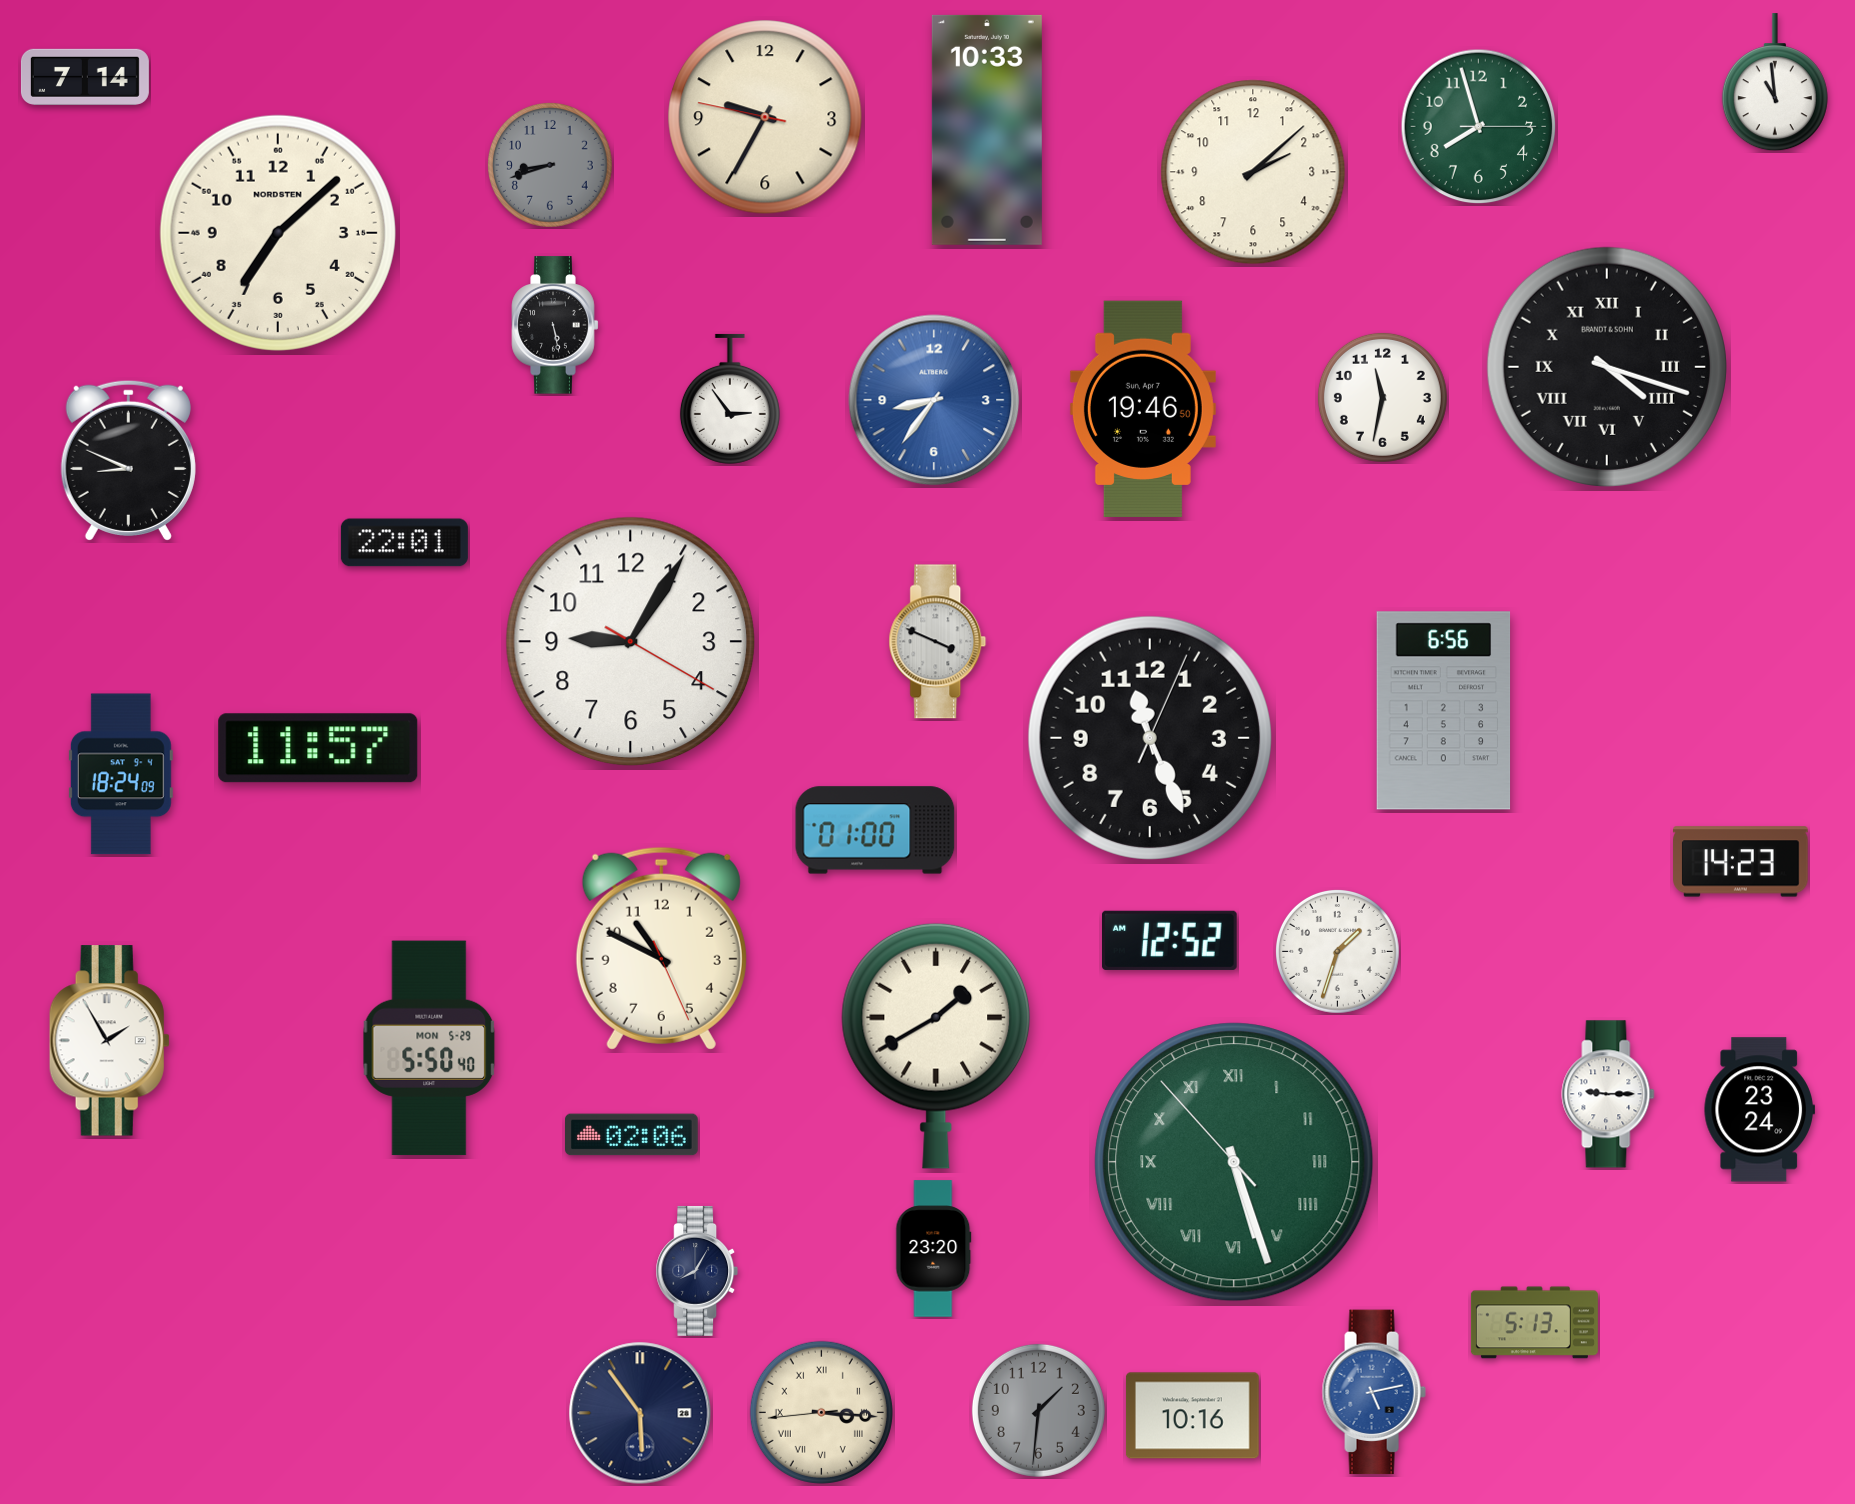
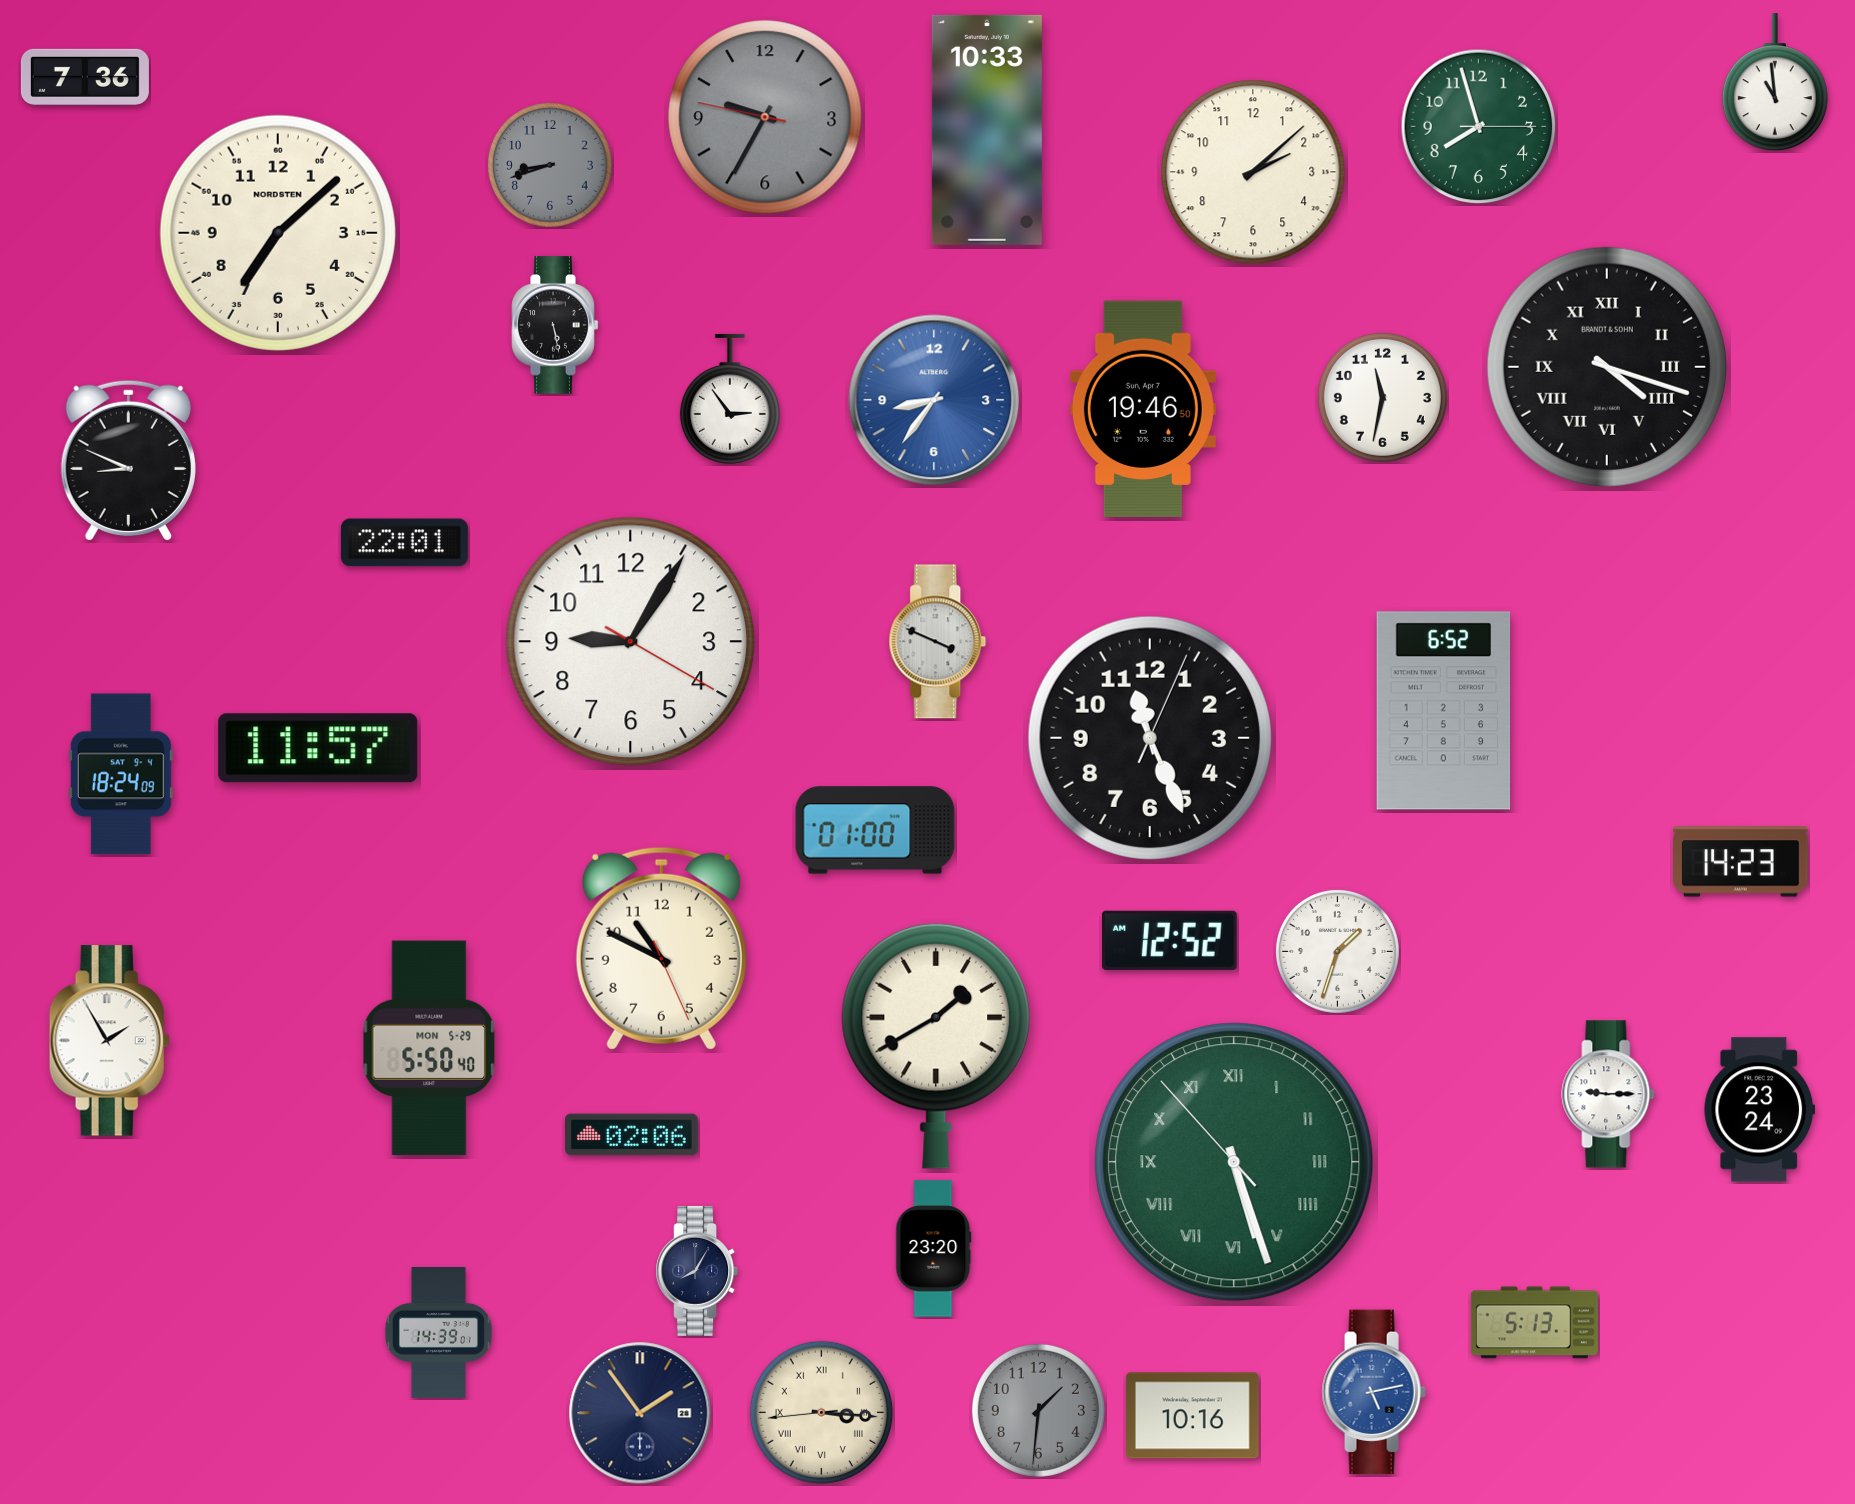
clock at (85, 77): 7:14 -> 7:36
clock at (765, 117) dial: cream -> grey
clock at (1444, 711): 6:56 -> 6:52
clock at (438, 1333): none -> 14:39
clock at (640, 1413): 5:54 -> 1:54
